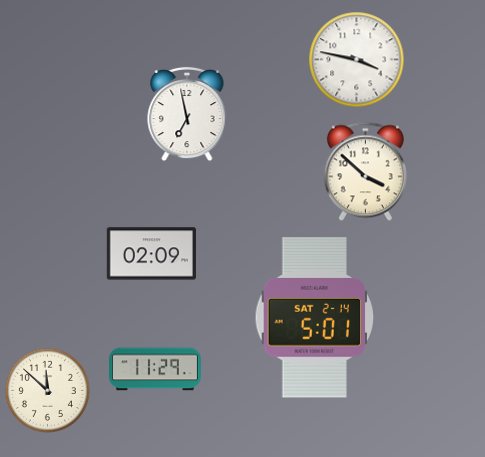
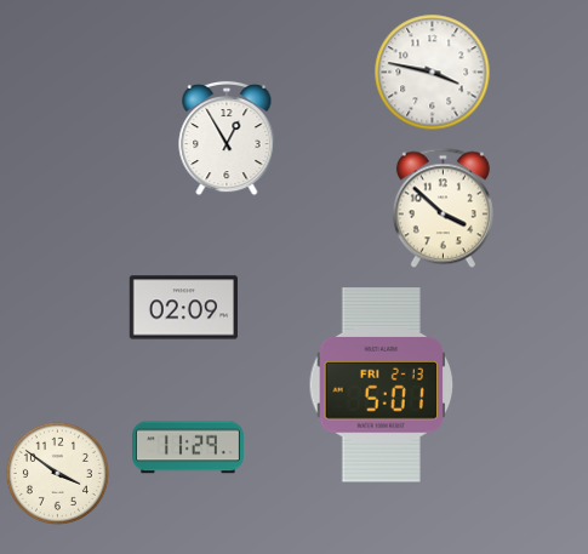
clock at (187, 114): 6:58 -> 12:55
clock at (315, 318) date: SAT 2-14 -> FRI 2-13
clock at (47, 390): 11:52 -> 3:51
